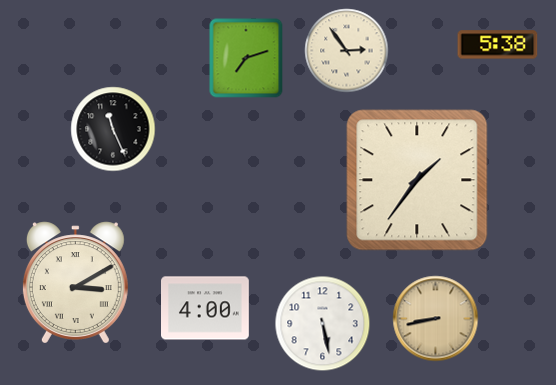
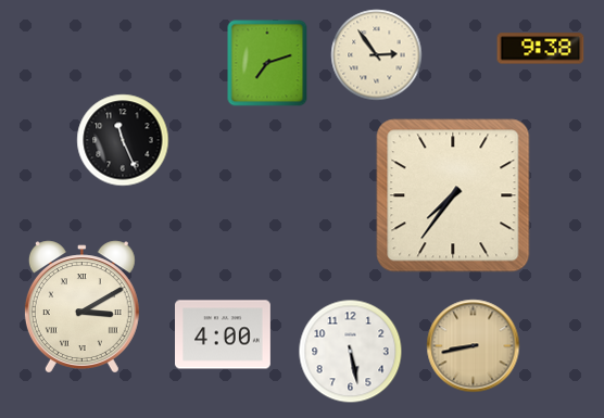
clock at (498, 45): 5:38 -> 9:38
clock at (417, 180): 1:36 -> 7:36
